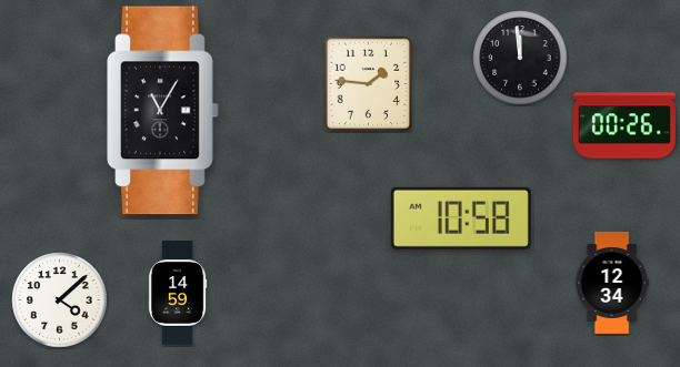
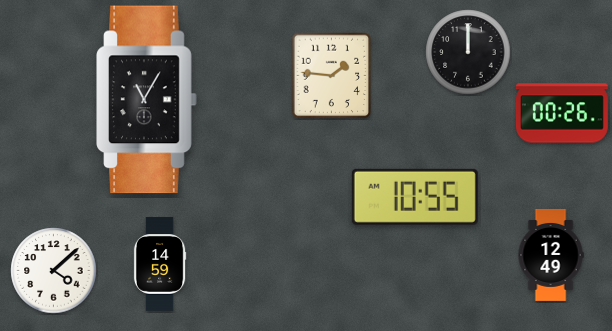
clock at (520, 58): 11:59 -> 12:00
clock at (461, 218): 10:58 -> 10:55
clock at (612, 283): 12:34 -> 12:49
